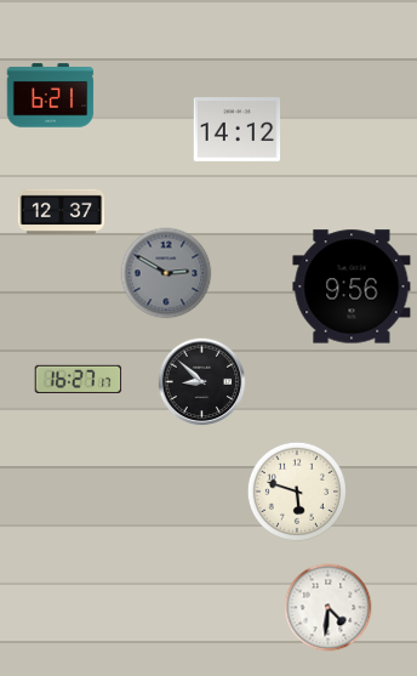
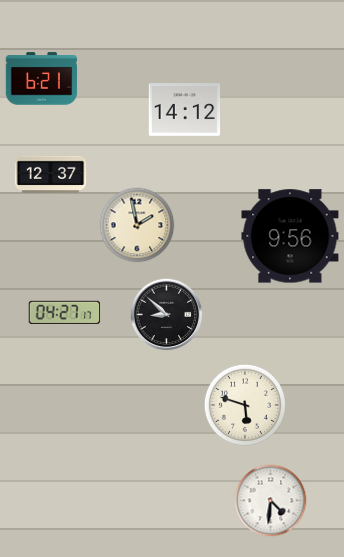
clock at (238, 130) position: (238, 130) -> (185, 110)
clock at (166, 273): 2:50 -> 1:58
clock at (166, 273) dial: grey -> cream
clock at (79, 379): 16:27 -> 04:27
